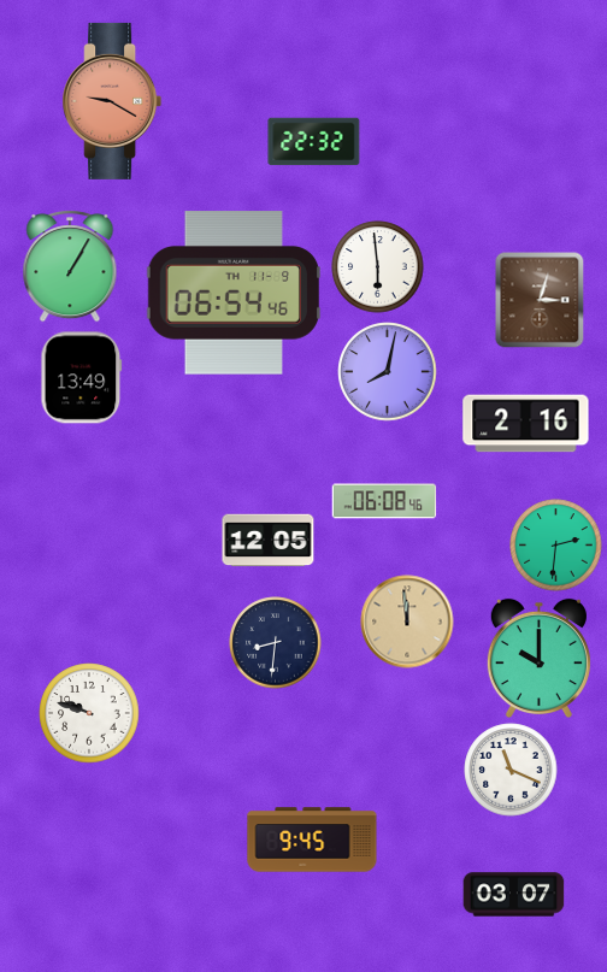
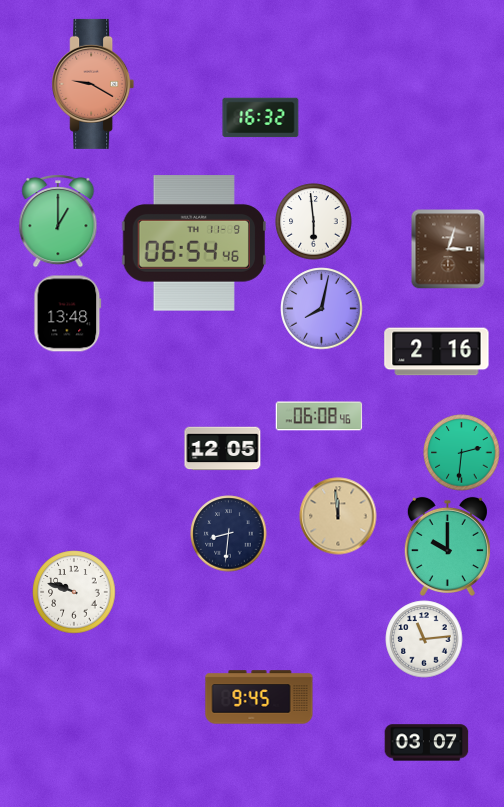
clock at (314, 142): 22:32 -> 16:32
clock at (70, 266): 1:05 -> 1:00
clock at (82, 378): 13:49 -> 13:48
clock at (511, 770): 11:19 -> 11:14
